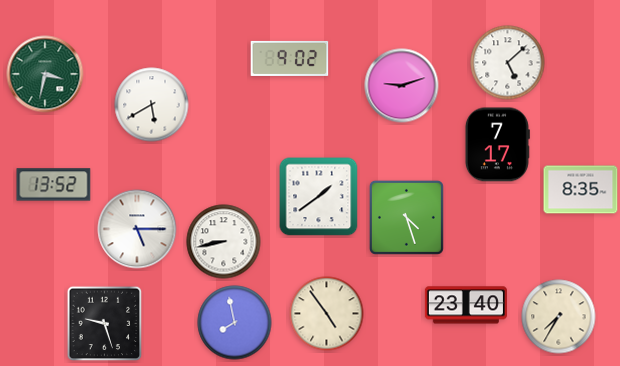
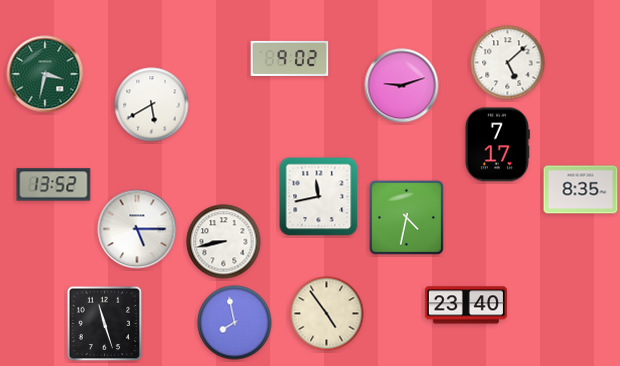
clock at (319, 197): 1:39 -> 11:43
clock at (406, 217): 4:27 -> 4:32
clock at (559, 317): 7:35 -> none
clock at (105, 324): 9:27 -> 11:27
